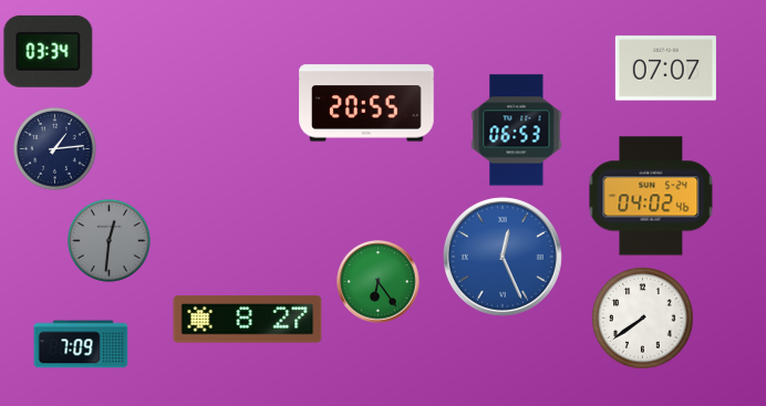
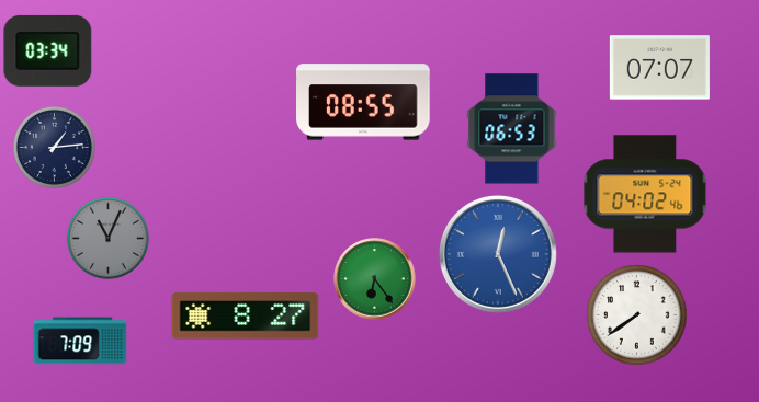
clock at (366, 103): 20:55 -> 08:55
clock at (108, 240): 12:31 -> 11:04
